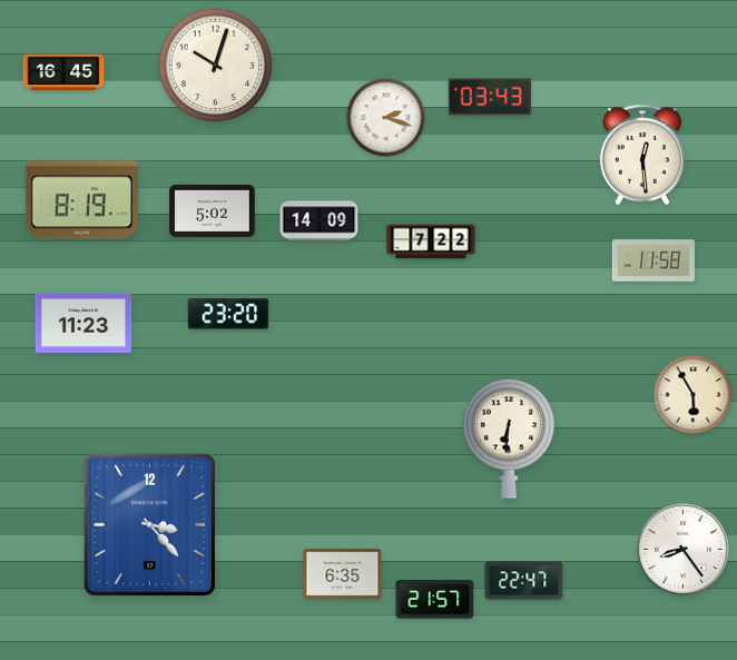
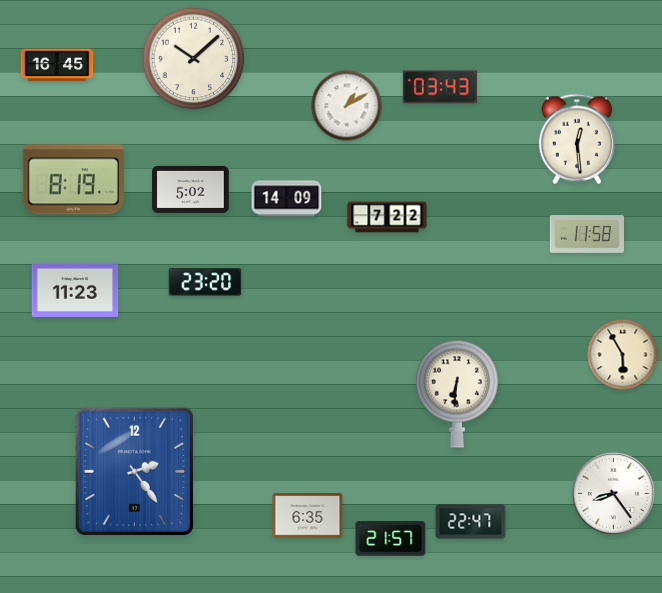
clock at (216, 66): 10:03 -> 10:08
clock at (386, 118): 2:18 -> 1:10
clock at (149, 524): 3:23 -> 2:24
